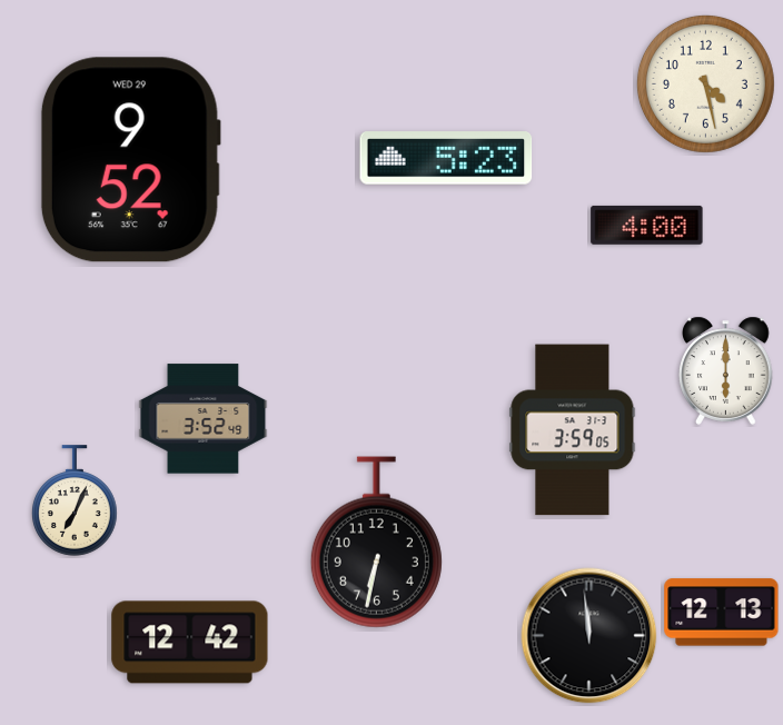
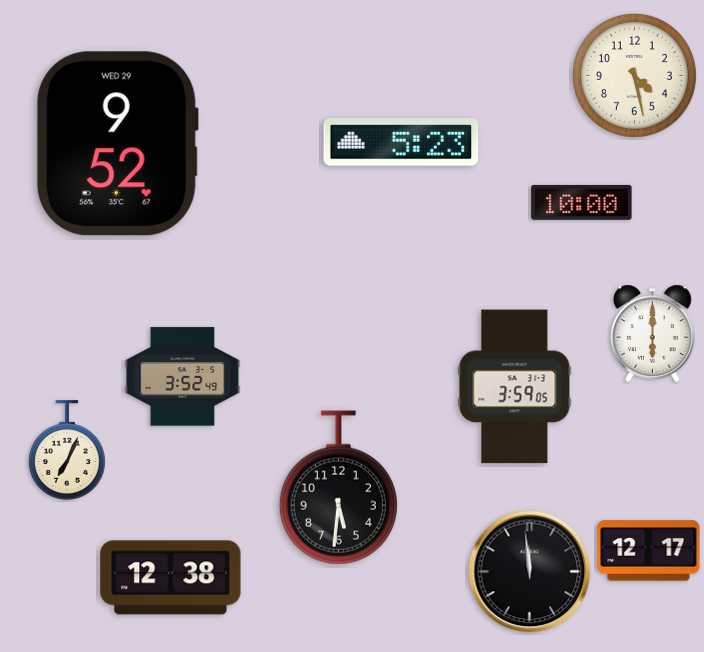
clock at (647, 225): 4:00 -> 10:00
clock at (376, 543): 6:32 -> 5:31
clock at (722, 613): 12:13 -> 12:17
clock at (190, 643): 12:42 -> 12:38
